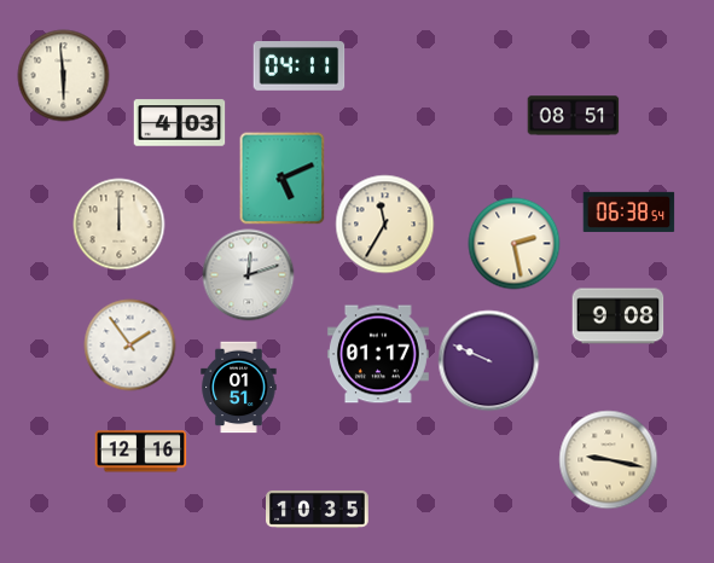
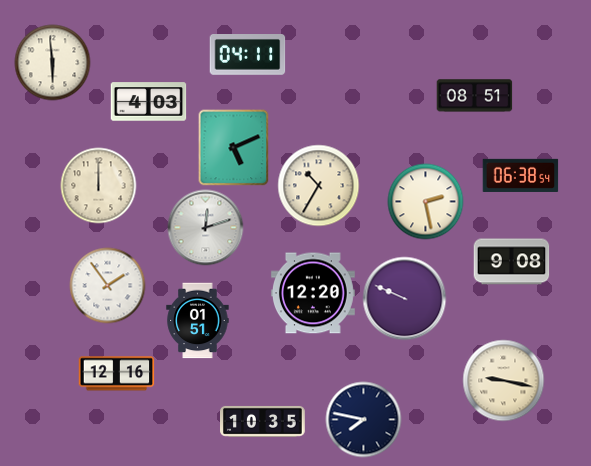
clock at (385, 225): 11:35 -> 10:35
clock at (378, 354): 01:17 -> 12:20
clock at (364, 420): none -> 7:47
